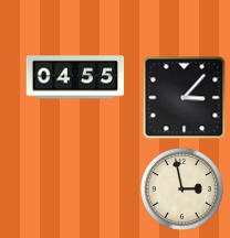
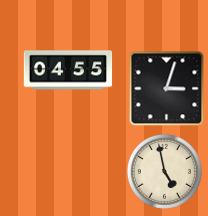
clock at (185, 98): 3:07 -> 3:03
clock at (181, 188): 2:58 -> 4:58
